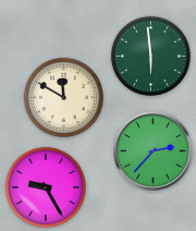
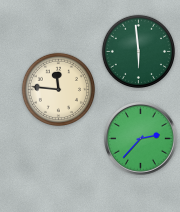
clock at (63, 97): 11:50 -> 11:46
clock at (45, 186): 9:25 -> none
